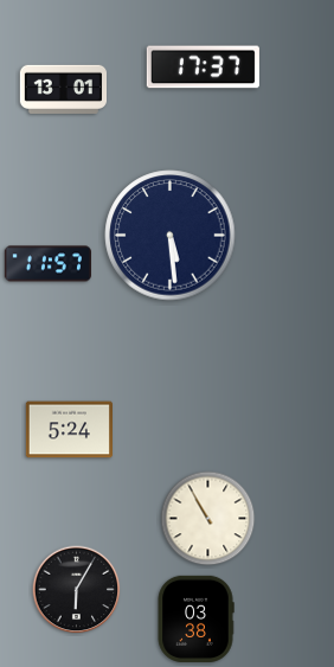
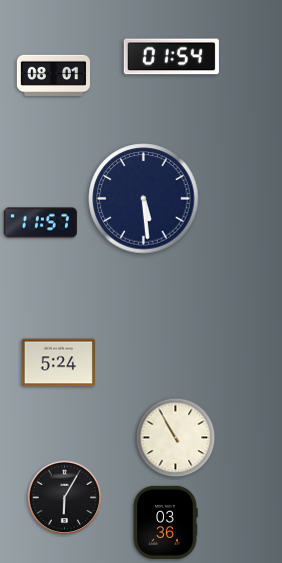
clock at (203, 68): 17:37 -> 01:54
clock at (63, 89): 13:01 -> 08:01
clock at (195, 618): 03:38 -> 03:36
